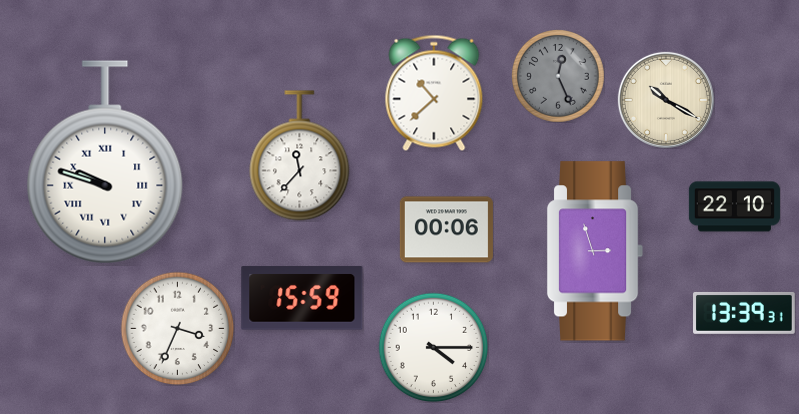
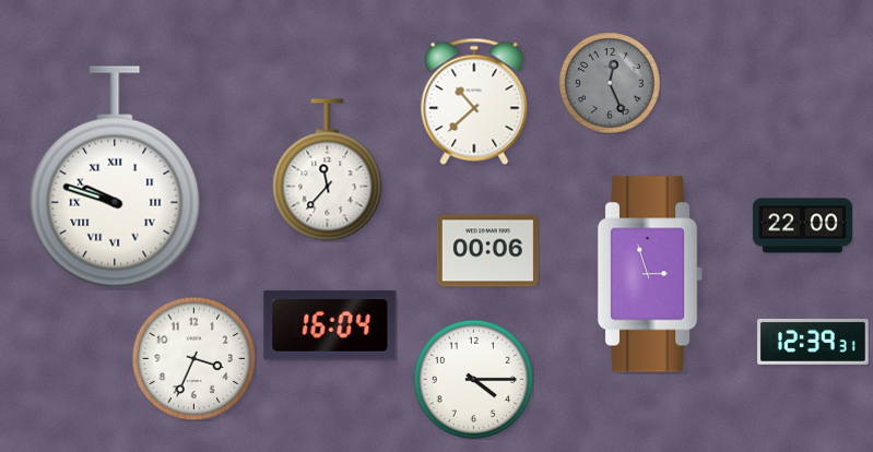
clock at (666, 100): 10:20 -> none
clock at (734, 207): 22:10 -> 22:00
clock at (302, 298): 15:59 -> 16:04
clock at (745, 313): 13:39 -> 12:39
